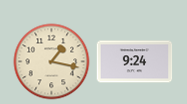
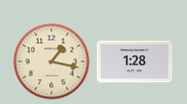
clock at (135, 62): 9:24 -> 1:28
